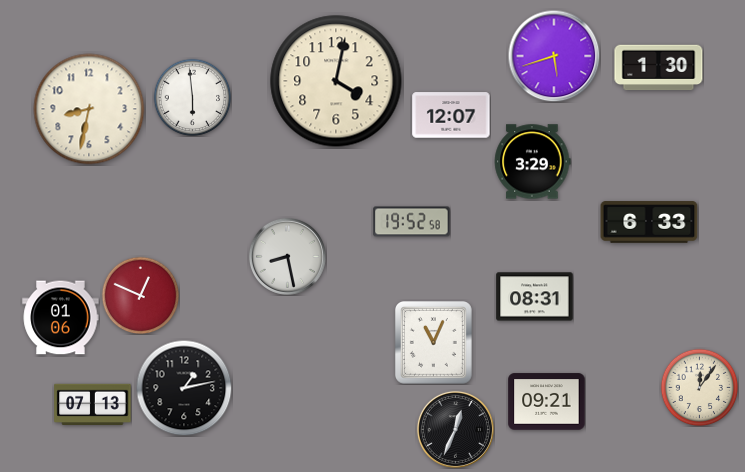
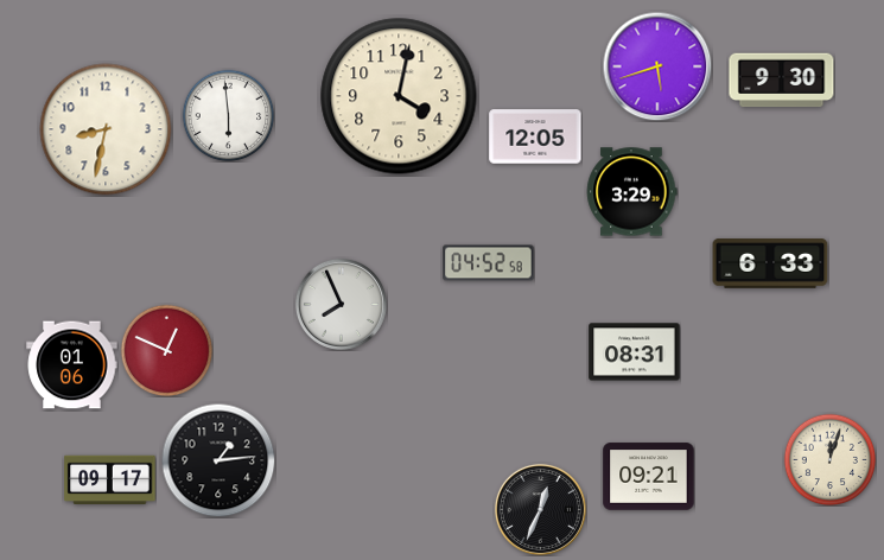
clock at (659, 68): 1:30 -> 9:30
clock at (451, 115): 12:07 -> 12:05
clock at (412, 222): 19:52 -> 04:52
clock at (287, 256): 8:28 -> 7:56
clock at (61, 318) position: (61, 318) -> (72, 365)
clock at (434, 343): 11:04 -> none
clock at (699, 387): 12:06 -> 12:03
clock at (184, 388): 1:13 -> 1:14
clock at (93, 404): 07:13 -> 09:17
